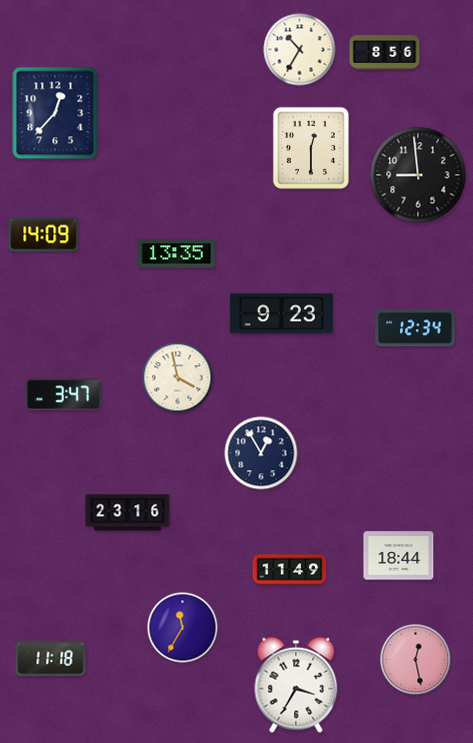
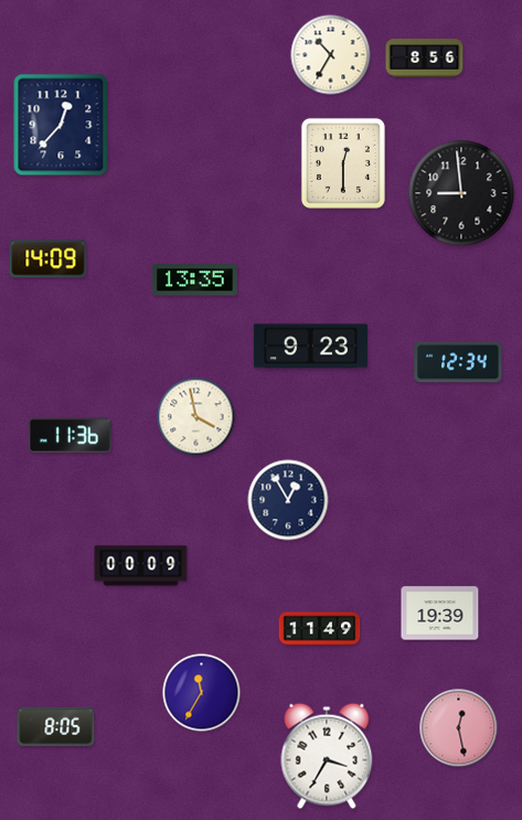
clock at (63, 395): 3:47 -> 11:36
clock at (128, 513): 23:16 -> 00:09
clock at (399, 556): 18:44 -> 19:39
clock at (51, 659): 11:18 -> 8:05
